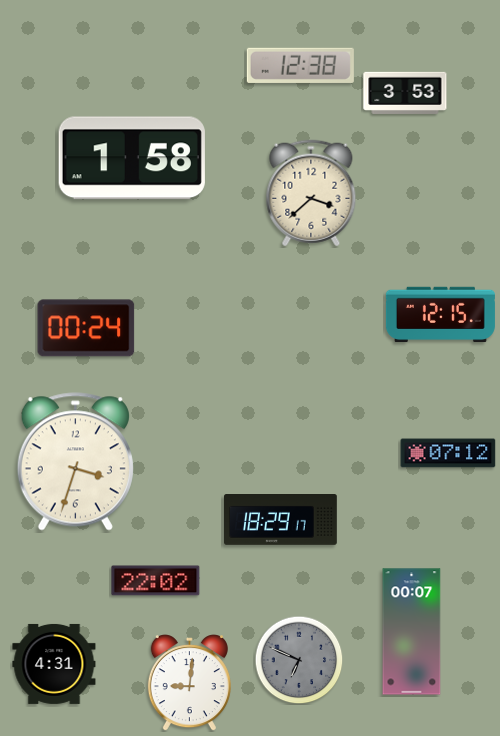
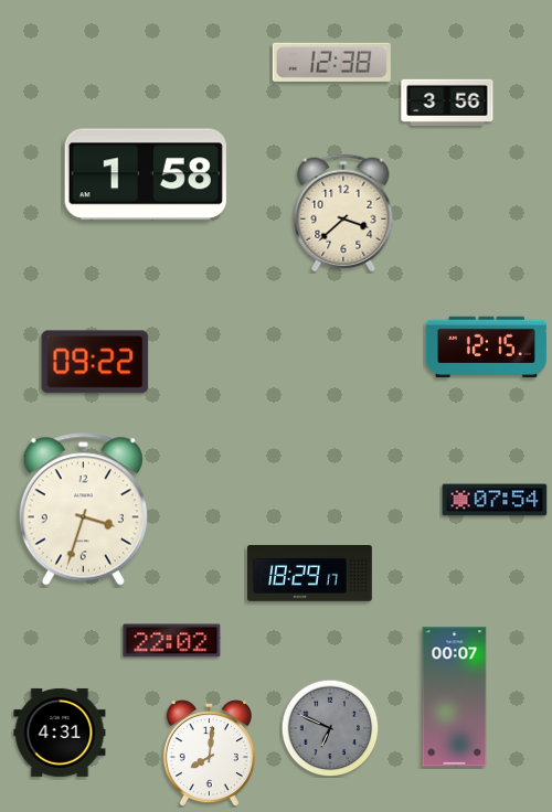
clock at (300, 65) position: (300, 65) -> (331, 62)
clock at (405, 93): 3:53 -> 3:56
clock at (86, 328): 00:24 -> 09:22
clock at (448, 453): 07:12 -> 07:54
clock at (189, 683): 9:01 -> 8:01
